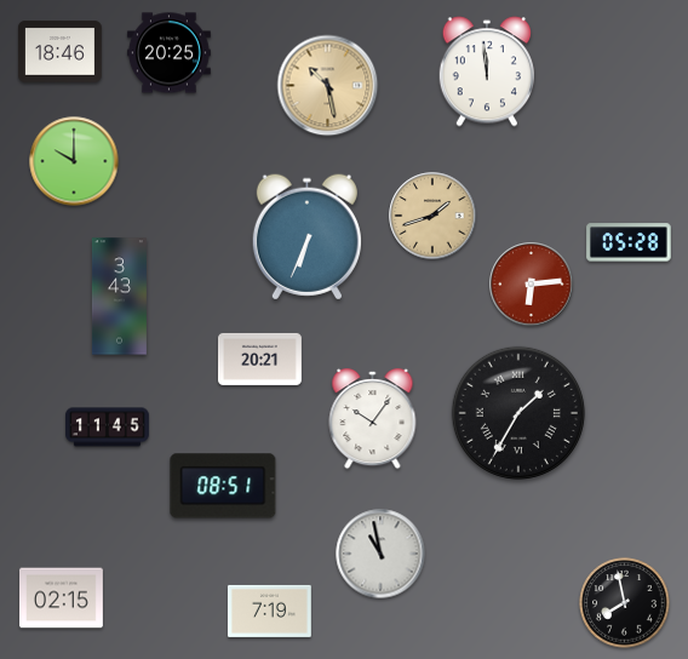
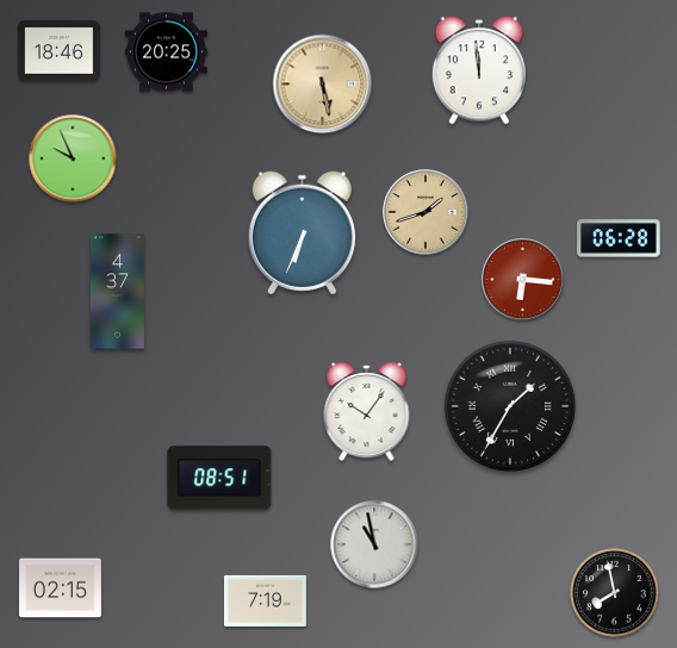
clock at (328, 86): 10:28 -> 5:28
clock at (74, 161): 10:00 -> 9:56
clock at (629, 242): 05:28 -> 06:28
clock at (532, 285): 6:14 -> 6:16
clock at (119, 297): 3:43 -> 4:37
clock at (260, 359): 20:21 -> none
clock at (108, 428): 11:45 -> none
